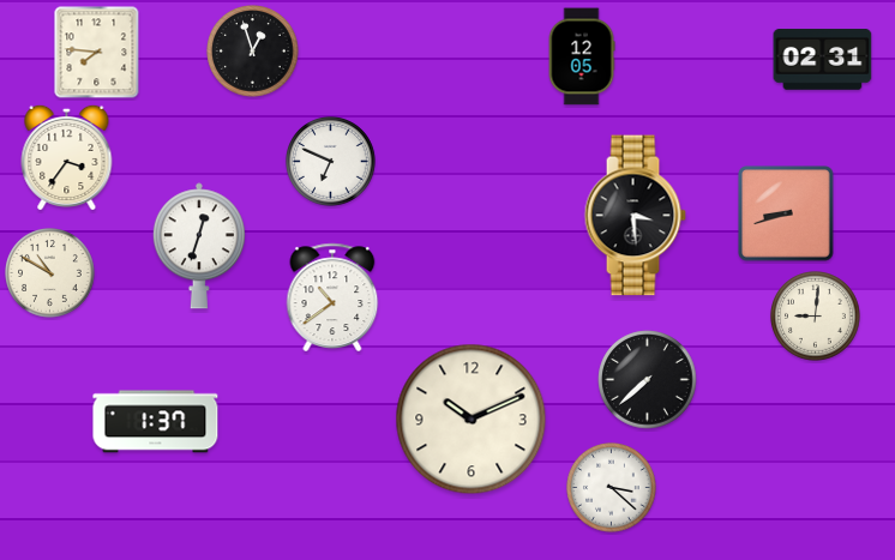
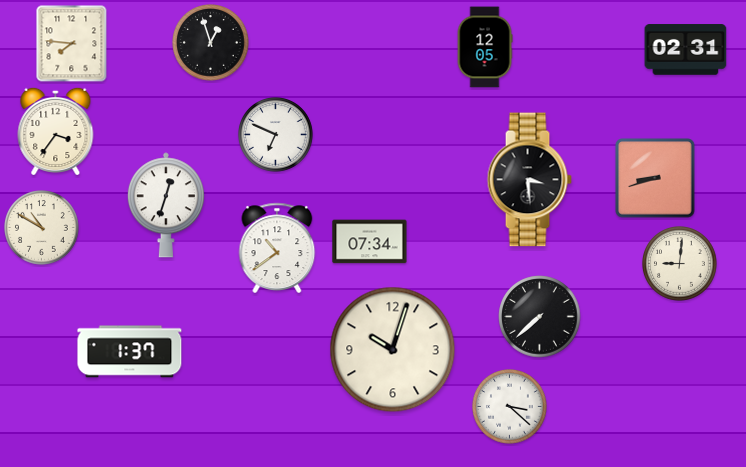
clock at (97, 53) position: (97, 53) -> (72, 44)
clock at (370, 242): none -> 07:34
clock at (471, 420): 10:11 -> 10:03
